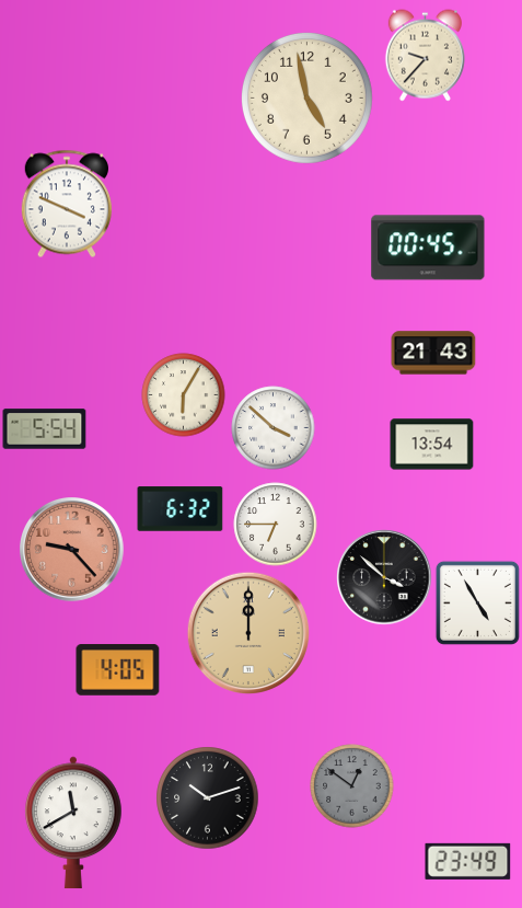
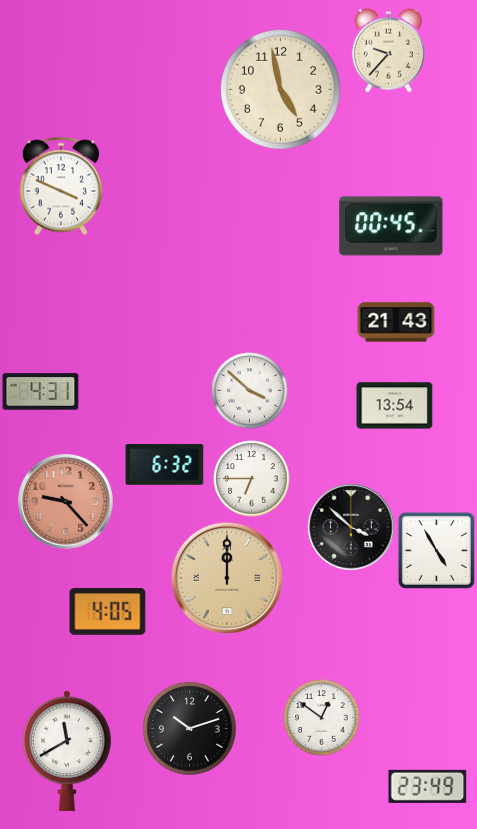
clock at (184, 395): 6:05 -> none
clock at (45, 429): 5:54 -> 4:31
clock at (352, 786) dial: grey -> white
